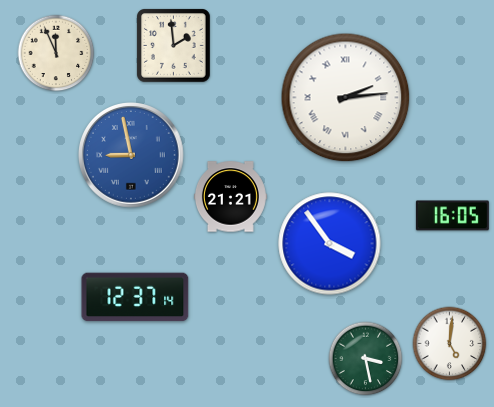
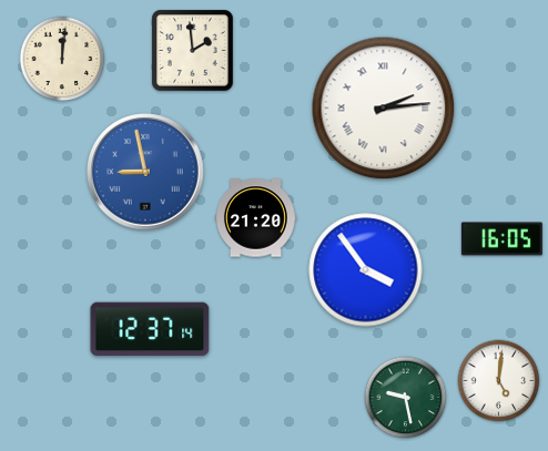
clock at (56, 53): 11:56 -> 12:01
clock at (230, 197): 21:21 -> 21:20
clock at (366, 359): 3:28 -> 9:28
